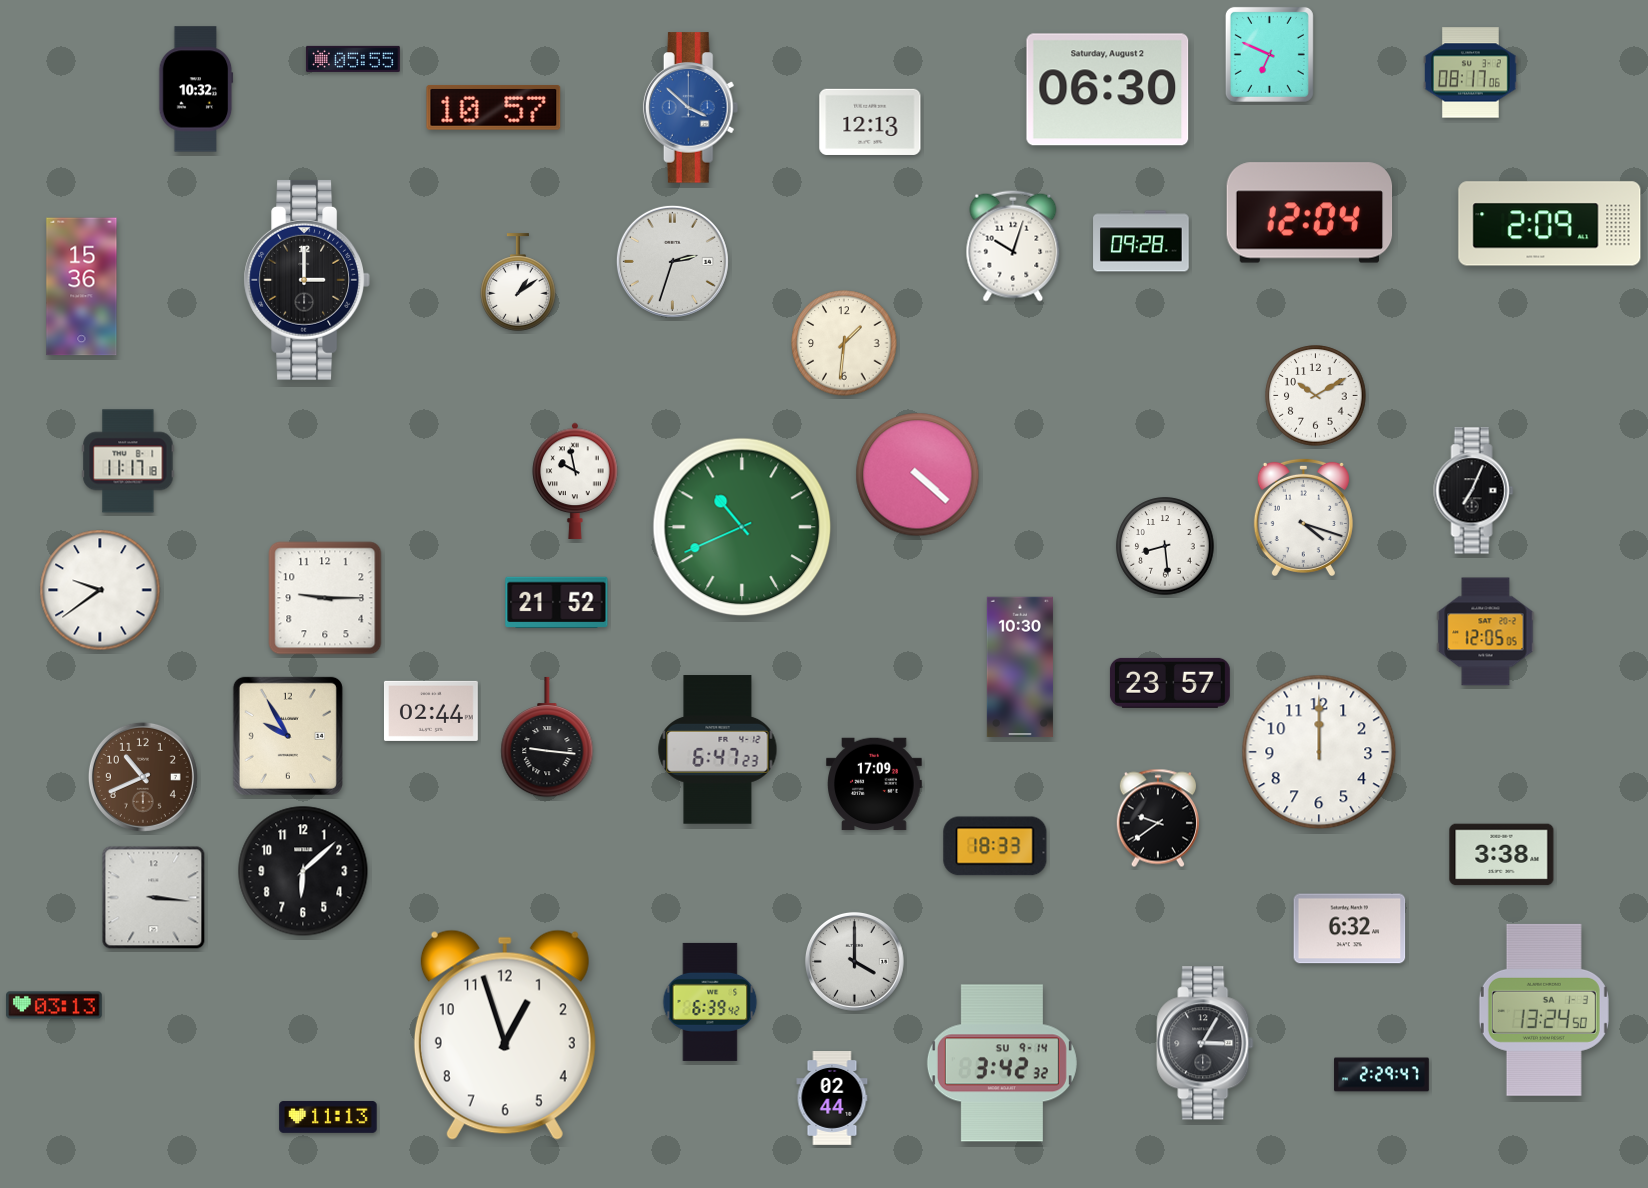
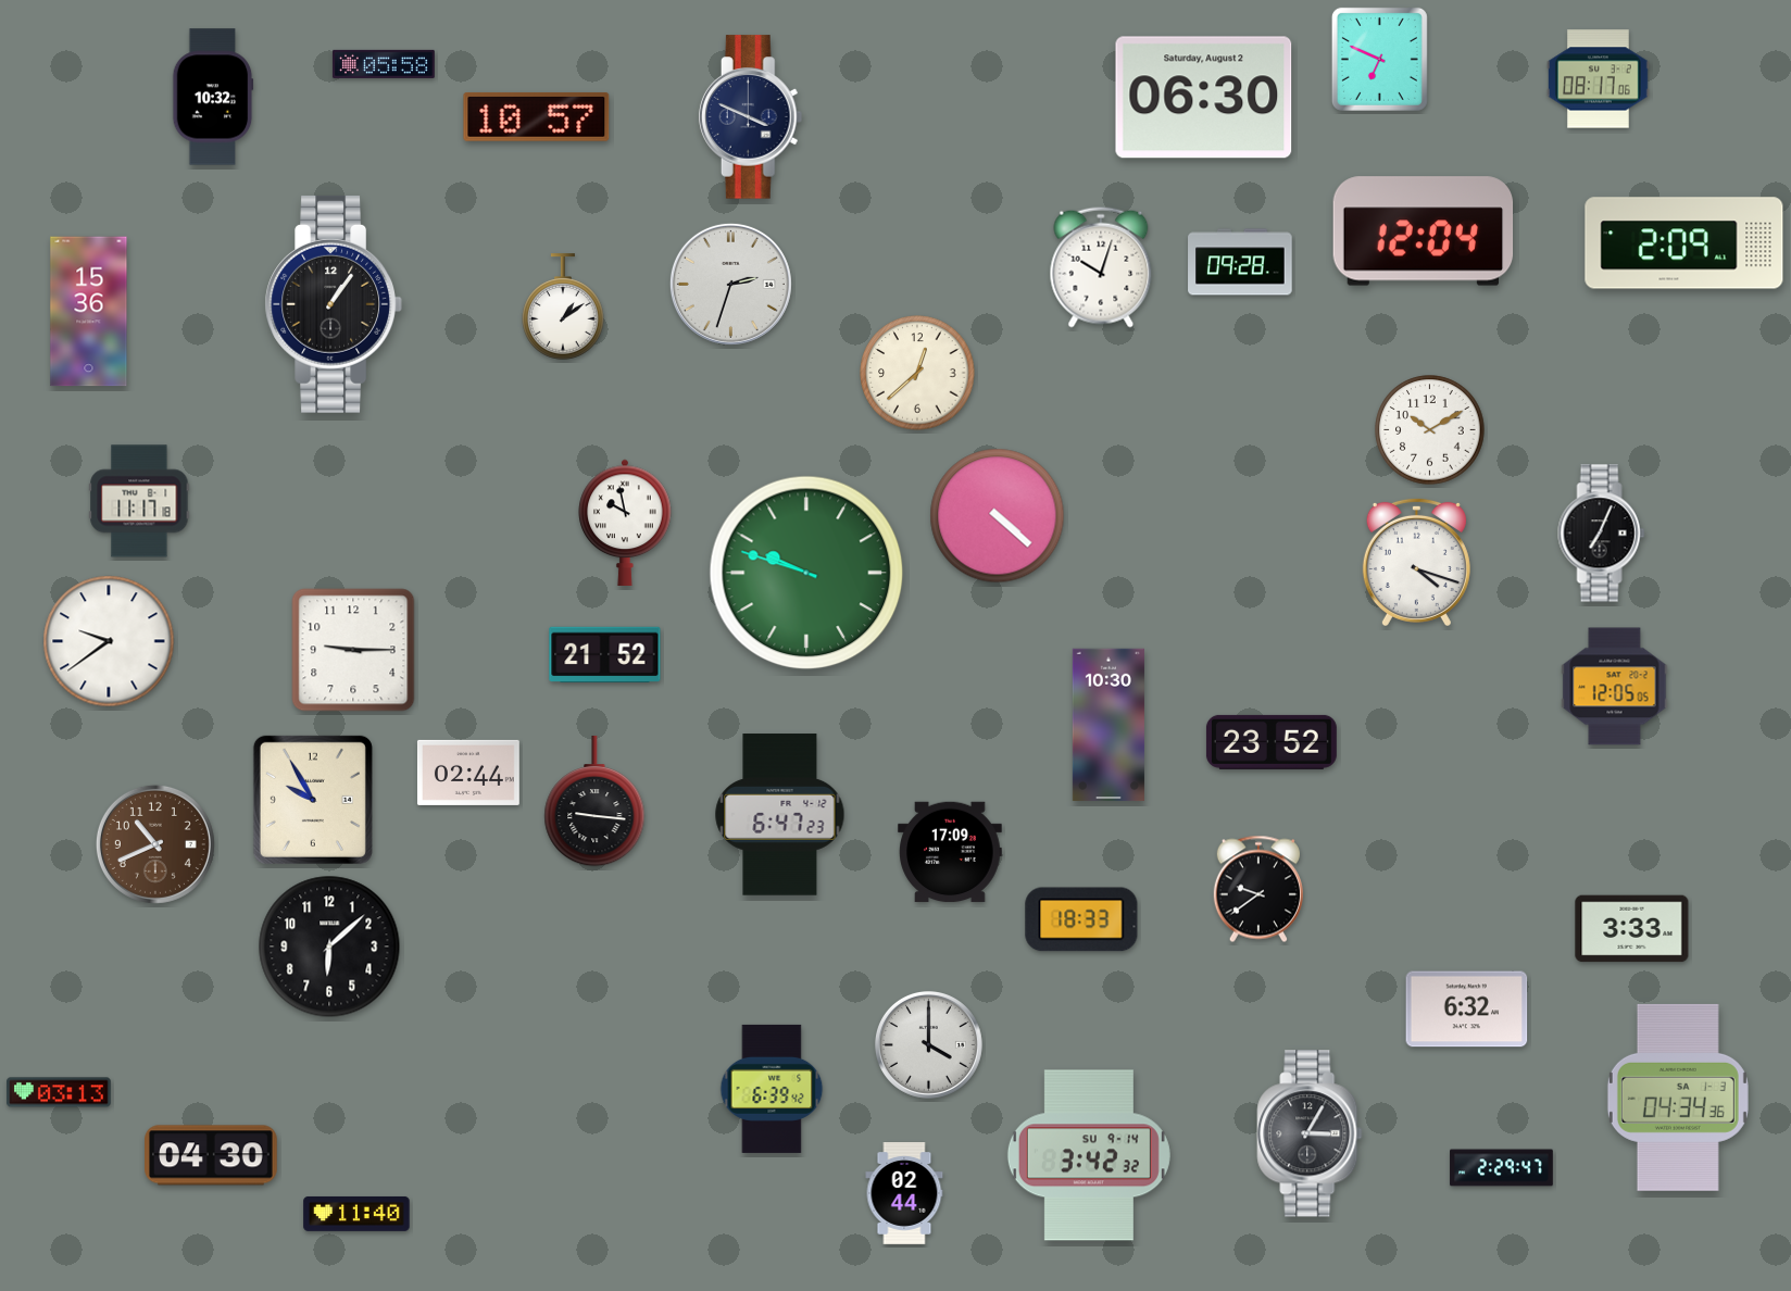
clock at (353, 59): 05:55 -> 05:58
clock at (691, 108): 3:52 -> 3:49
clock at (691, 108) dial: blue -> navy
clock at (870, 122): 12:13 -> none
clock at (306, 280): 3:00 -> 1:06
clock at (844, 343): 1:31 -> 12:38
clock at (742, 527): 10:41 -> 9:48
clock at (1165, 546): 8:29 -> none
clock at (1170, 683): 23:57 -> 23:52
clock at (1319, 752): 12:00 -> none
clock at (1502, 855): 3:38 -> 3:33
clock at (154, 898): 3:16 -> none
clock at (1544, 1010): 13:24 -> 04:34
clock at (505, 1035): 12:57 -> none
clock at (211, 1155): none -> 04:30
clock at (328, 1117): 11:13 -> 11:40
